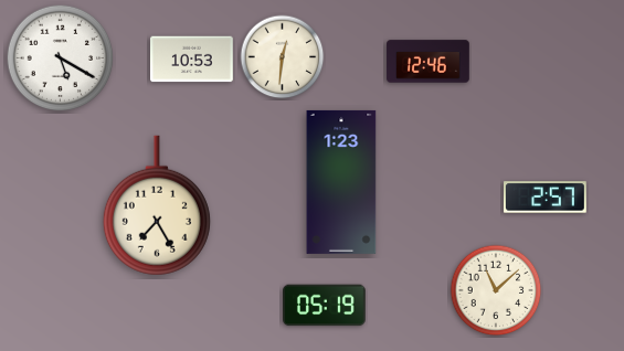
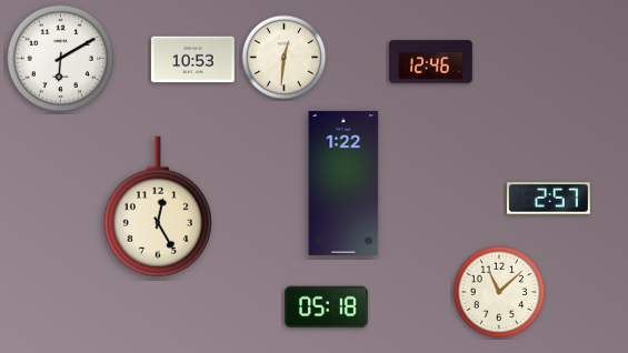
clock at (61, 59): 5:20 -> 6:10
clock at (341, 182): 1:23 -> 1:22
clock at (157, 205): 7:25 -> 12:25
clock at (325, 306): 05:19 -> 05:18
